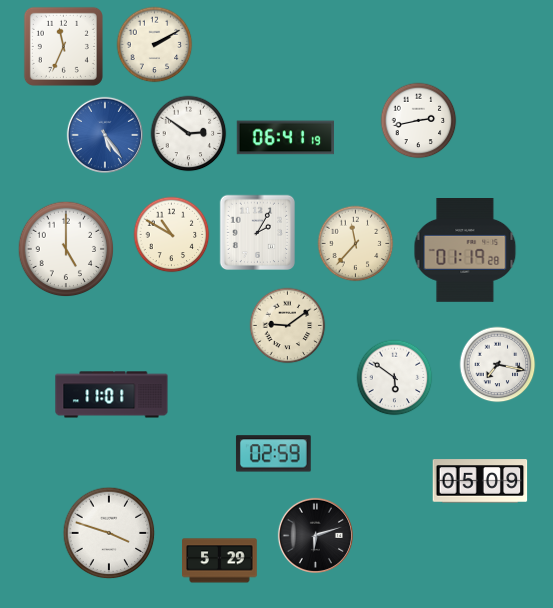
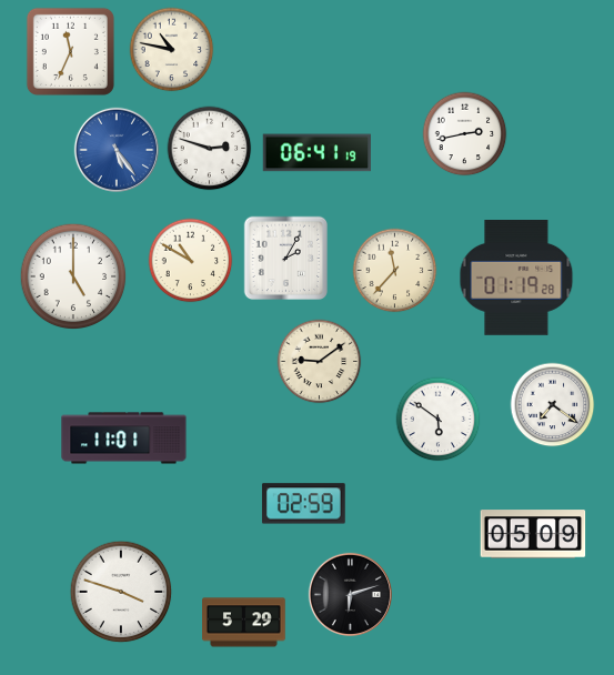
clock at (155, 45): 2:10 -> 10:47
clock at (189, 134): 2:51 -> 2:48
clock at (498, 365): 7:17 -> 7:21
